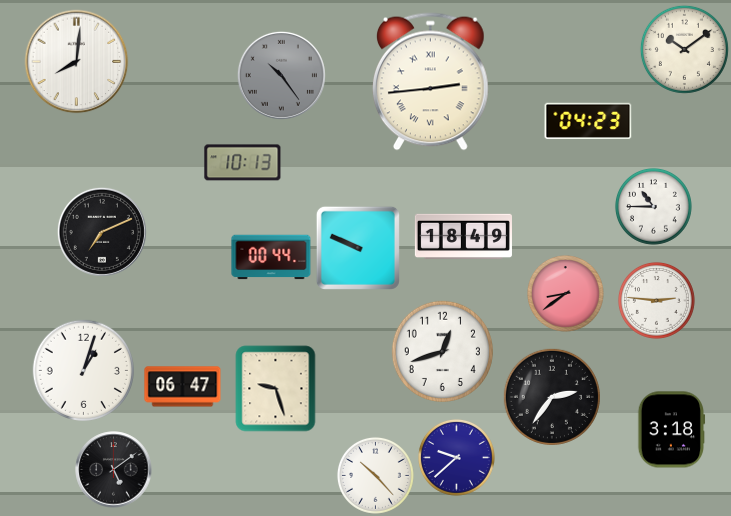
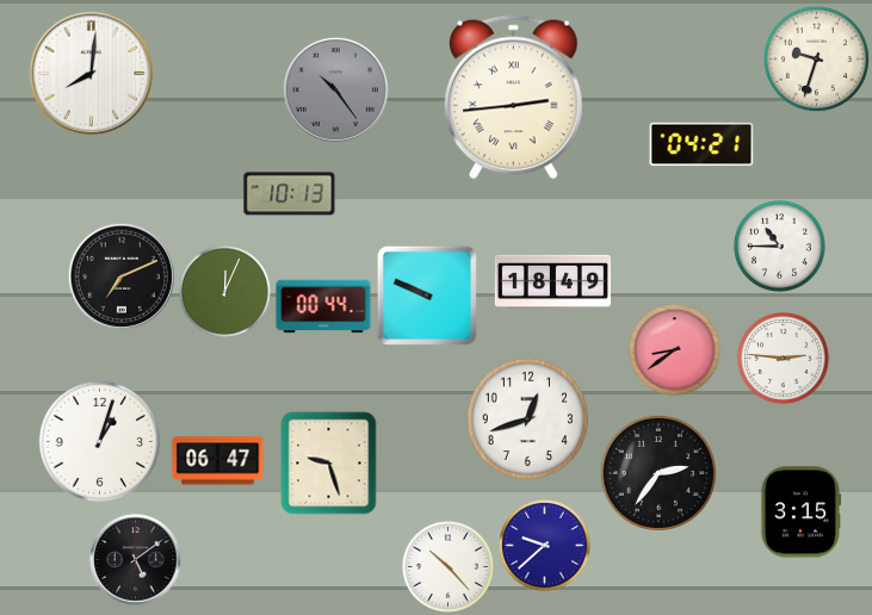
clock at (684, 49): 10:09 -> 9:33
clock at (588, 121): 04:23 -> 04:21
clock at (224, 291): none -> 12:04
clock at (672, 430): 3:18 -> 3:15
